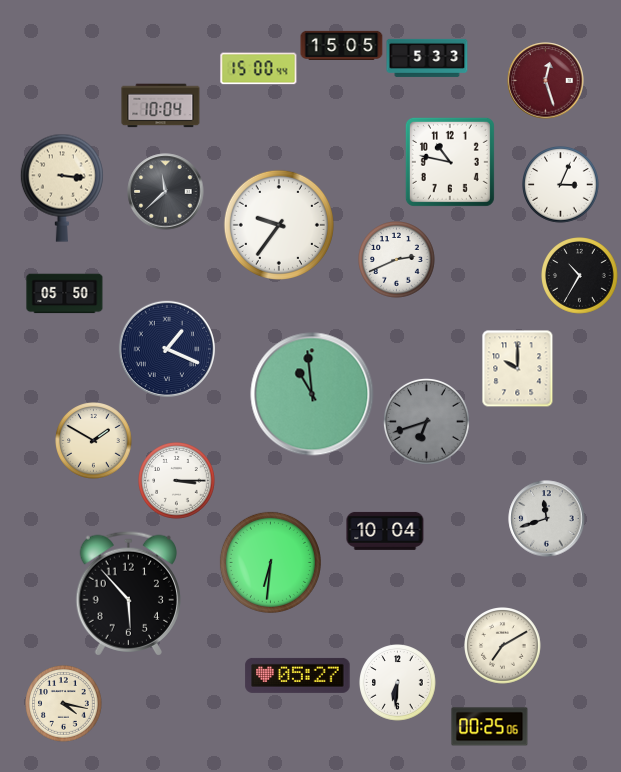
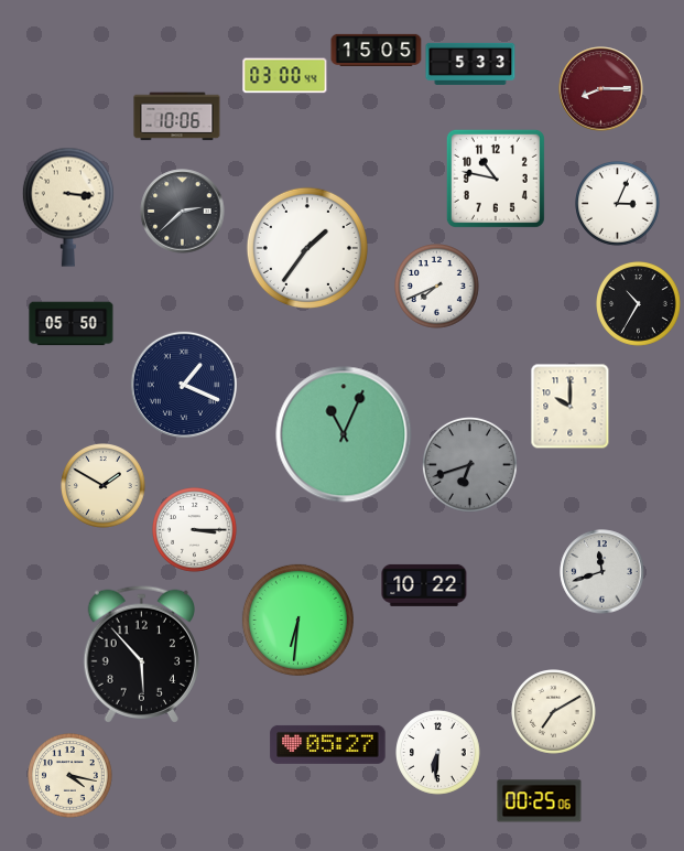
clock at (259, 69): 15:00 -> 03:00
clock at (546, 81): 12:27 -> 8:15
clock at (161, 106): 10:04 -> 10:06
clock at (166, 192): 11:38 -> 2:38
clock at (279, 225): 9:36 -> 1:36
clock at (397, 260): 2:41 -> 7:41
clock at (312, 394): 10:59 -> 11:04
clock at (385, 531): 10:04 -> 10:22
